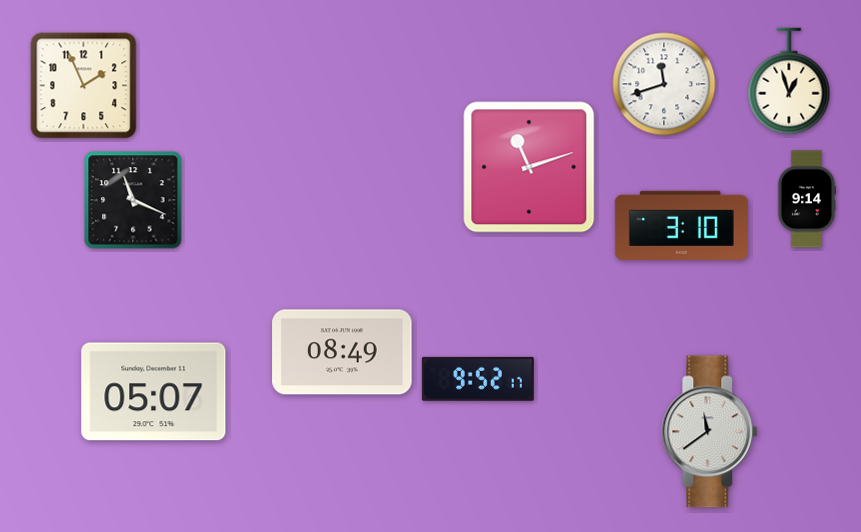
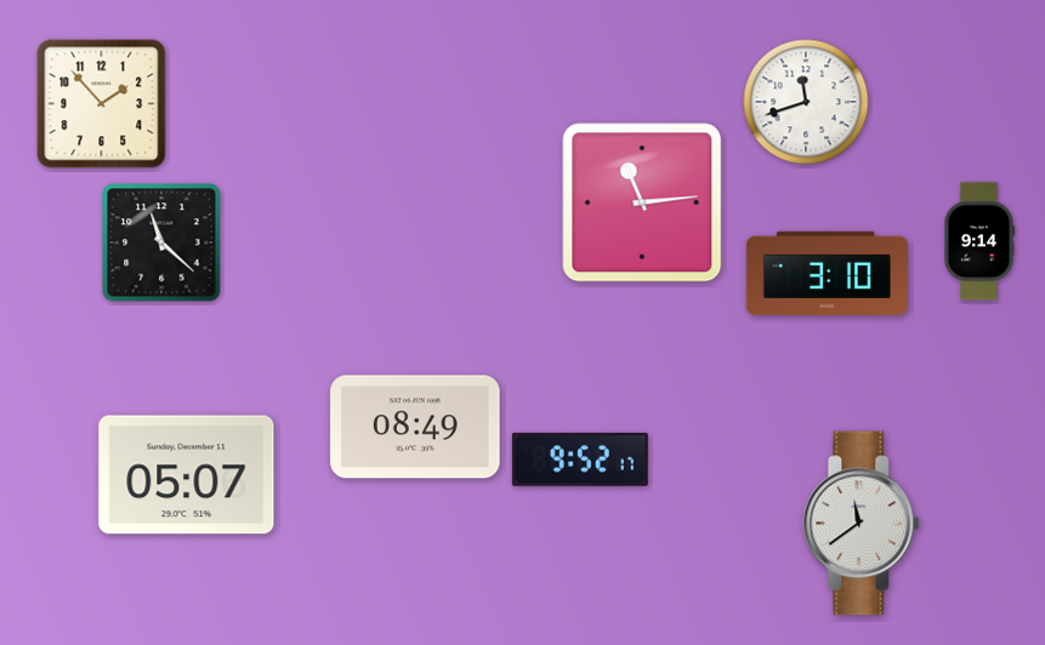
clock at (789, 81): 12:57 -> none
clock at (84, 86): 1:56 -> 1:53
clock at (529, 167): 11:12 -> 11:14
clock at (133, 200): 11:19 -> 11:22
